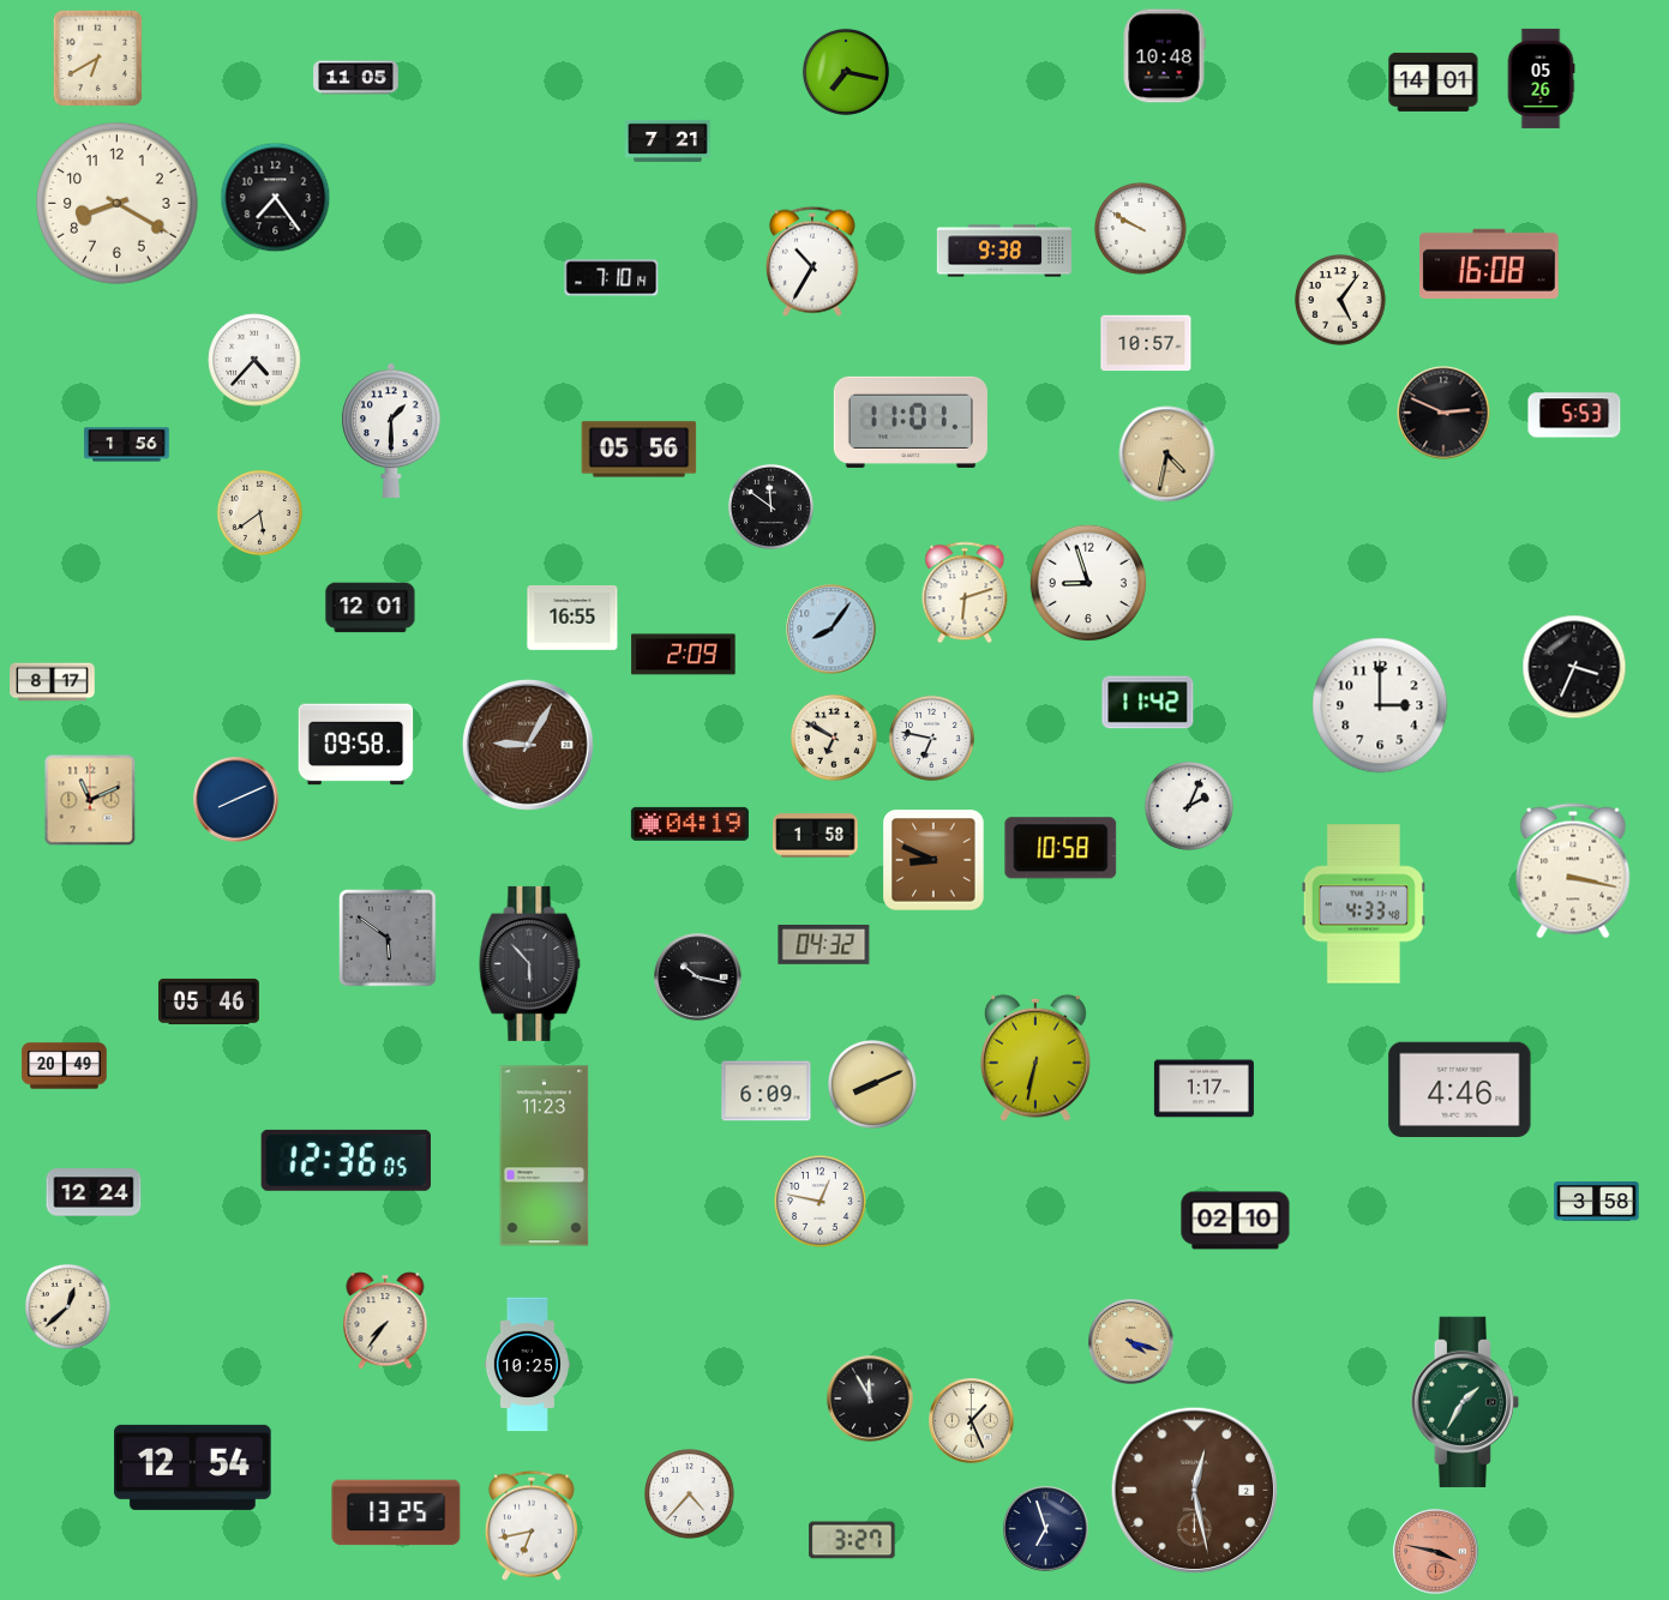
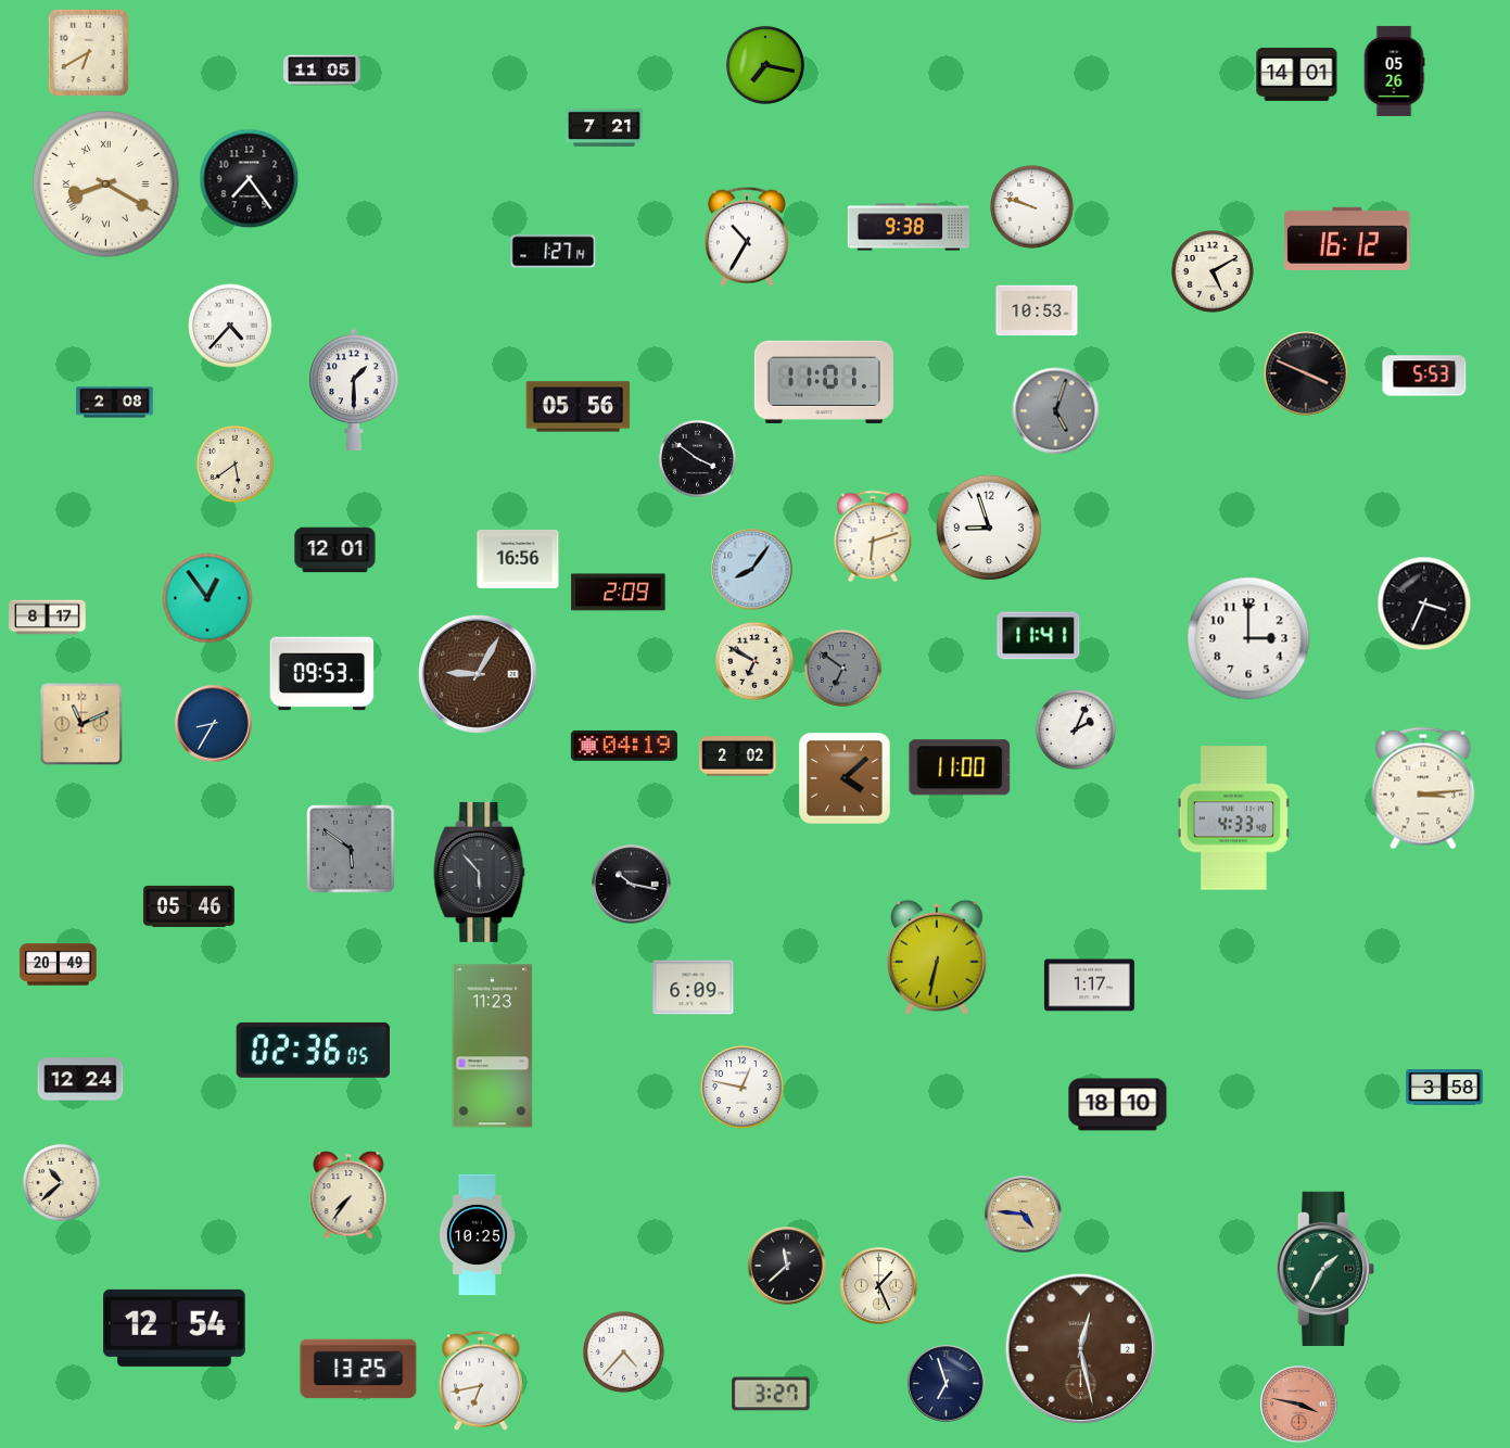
clock at (1164, 56): 10:48 -> none
clock at (118, 204) numerals: Arabic -> Roman
clock at (1141, 229): 9:50 -> 9:48
clock at (812, 261) position: (812, 261) -> (747, 237)
clock at (1490, 264): 16:08 -> 16:12
clock at (612, 278): 7:10 -> 1:27
clock at (1340, 300): 5:06 -> 5:10
clock at (1146, 343): 10:57 -> 10:53
clock at (1443, 413): 2:49 -> 3:49
clock at (127, 445): 1:56 -> 2:08
clock at (1167, 455): 4:32 -> 5:03
clock at (1167, 455) dial: champagne -> grey
clock at (770, 506): 11:51 -> 3:51
clock at (1088, 583) position: (1088, 583) -> (989, 528)
clock at (572, 619): 16:55 -> 16:56
clock at (207, 598): none -> 12:54
clock at (1148, 703): 11:42 -> 11:41
clock at (834, 738) position: (834, 738) -> (754, 661)
clock at (931, 738): 6:47 -> 6:51
clock at (931, 738) dial: white -> grey
clock at (356, 745): 09:58 -> 09:53
clock at (236, 800): 8:11 -> 8:35
clock at (816, 836): 1:58 -> 2:02
clock at (1061, 848): 10:58 -> 11:00
clock at (933, 860): 8:49 -> 4:08
clock at (1573, 871): 3:17 -> 3:14
clock at (824, 944): 04:32 -> none
clock at (873, 1085): 8:11 -> none
clock at (1460, 1089): 4:46 -> none
clock at (346, 1160): 12:36 -> 02:36
clock at (94, 1192) position: (94, 1192) -> (80, 1079)
clock at (1236, 1221): 02:10 -> 18:10
clock at (67, 1306): 12:38 -> 10:38
clock at (1131, 1342): 4:18 -> 4:46
clock at (870, 1399): 11:55 -> 11:38
